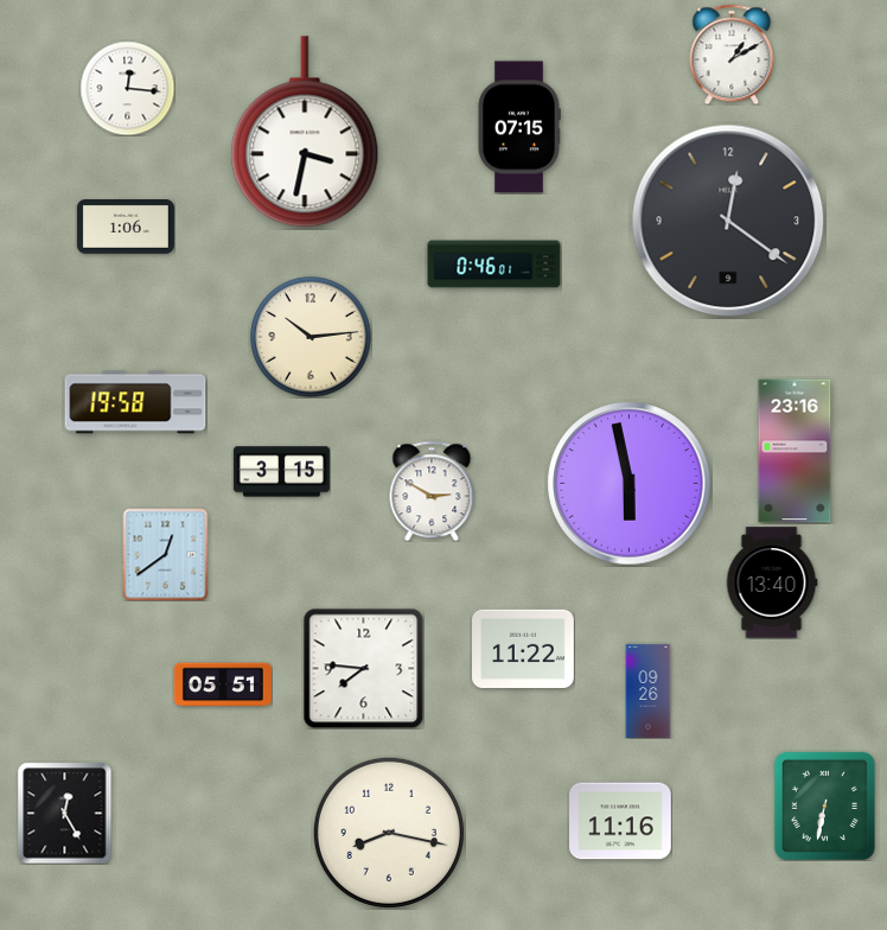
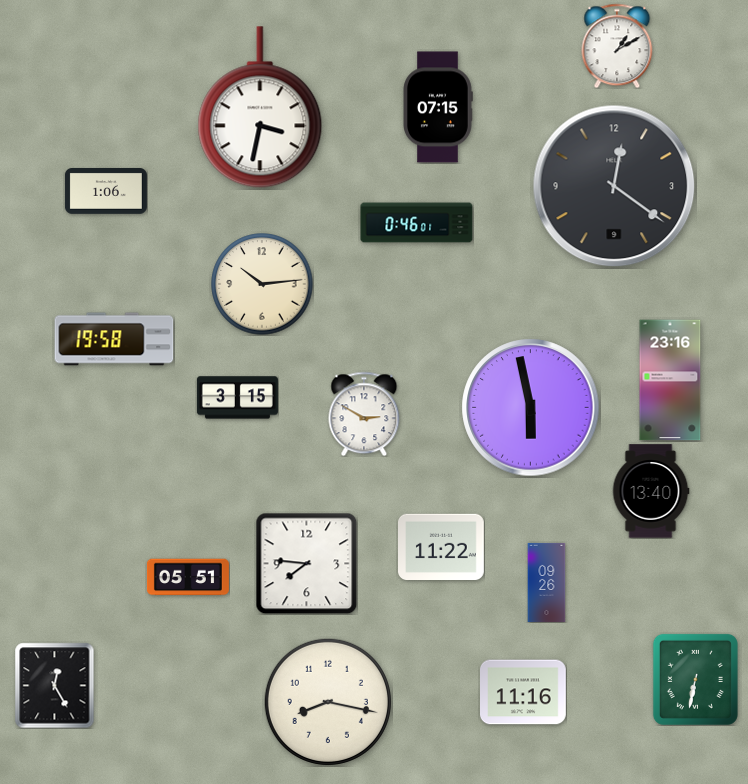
clock at (127, 88): 12:16 -> none
clock at (305, 132) position: (305, 132) -> (260, 107)
clock at (166, 554): 12:39 -> none
